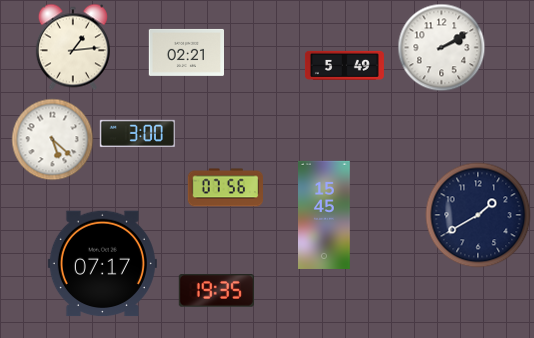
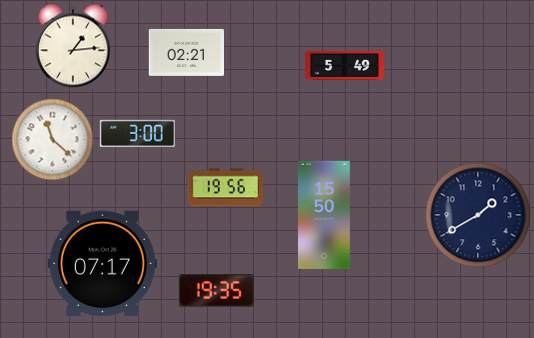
clock at (442, 48): 2:10 -> none
clock at (53, 140): 5:22 -> 11:22
clock at (225, 188): 07:56 -> 19:56
clock at (325, 215): 15:45 -> 15:50
